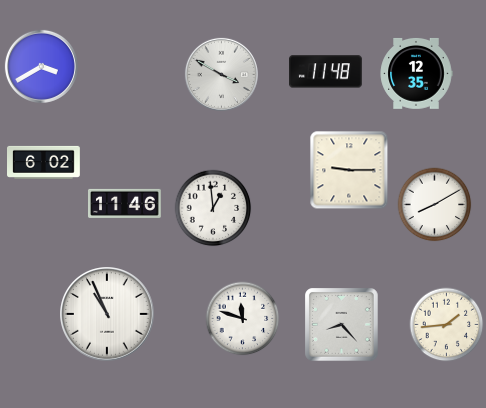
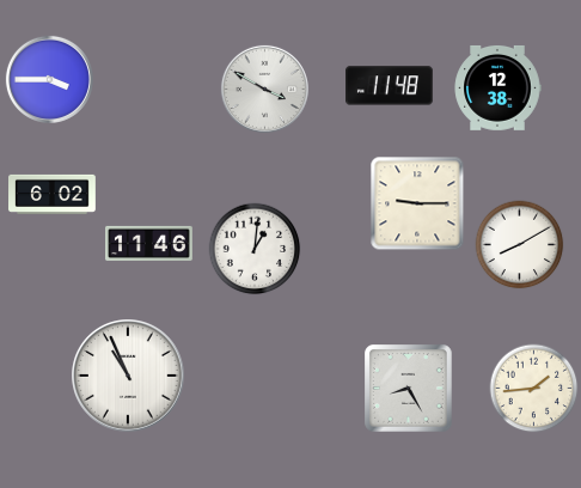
clock at (41, 66): 3:40 -> 3:45
clock at (416, 73): 12:35 -> 12:38
clock at (213, 208): 12:59 -> 1:01
clock at (243, 319): 11:48 -> none
clock at (342, 325): 8:23 -> 8:25
